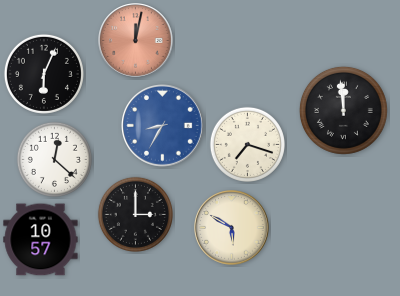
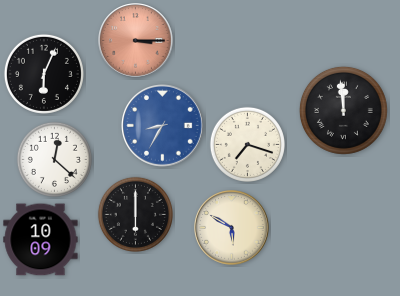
clock at (136, 41): 12:02 -> 3:15
clock at (135, 214): 3:00 -> 6:00
clock at (41, 240): 10:57 -> 10:09
